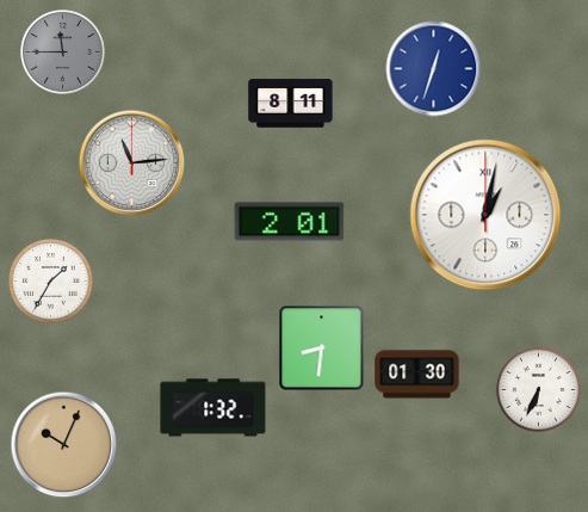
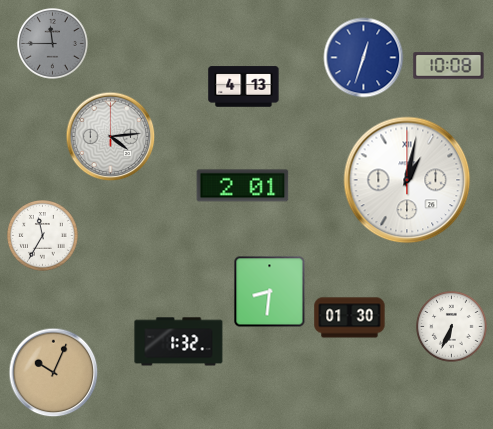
clock at (449, 66): none -> 10:08
clock at (291, 104): 8:11 -> 4:13
clock at (132, 164): 11:14 -> 4:14
clock at (51, 282): 1:35 -> 11:35
clock at (417, 375) position: (417, 375) -> (350, 318)
